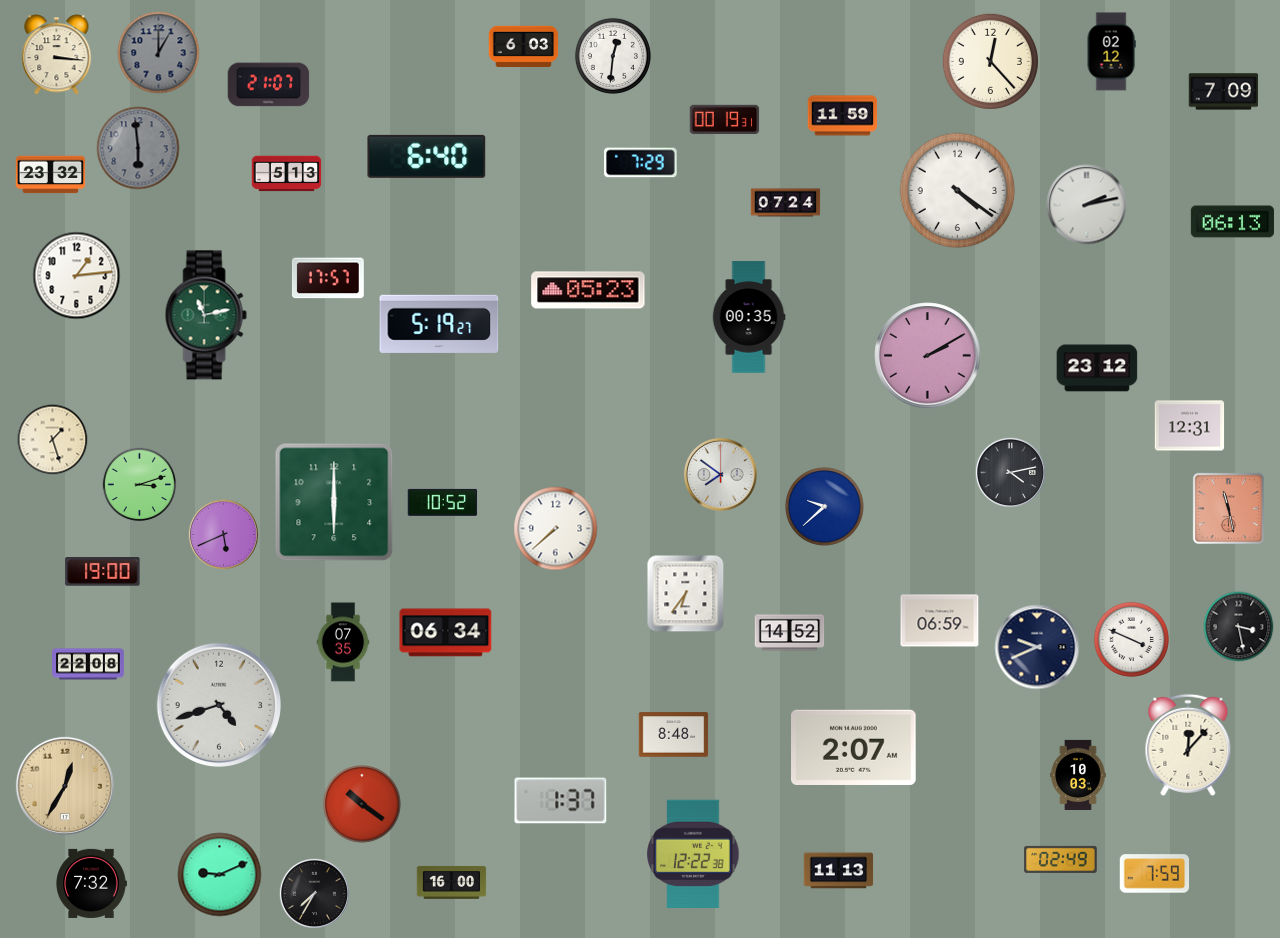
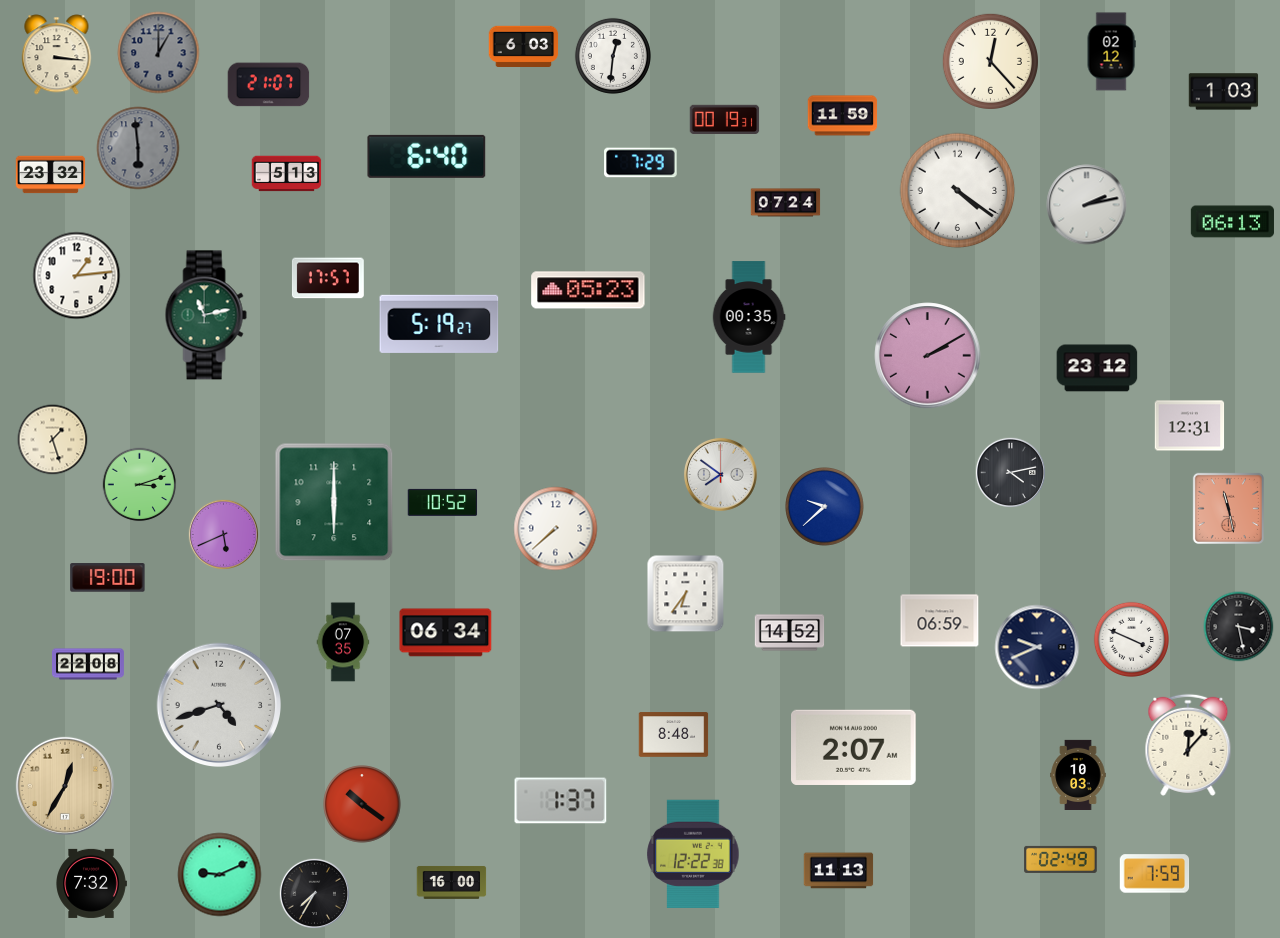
clock at (1224, 92): 7:09 -> 1:03
clock at (103, 572) position: (103, 572) -> (108, 578)
